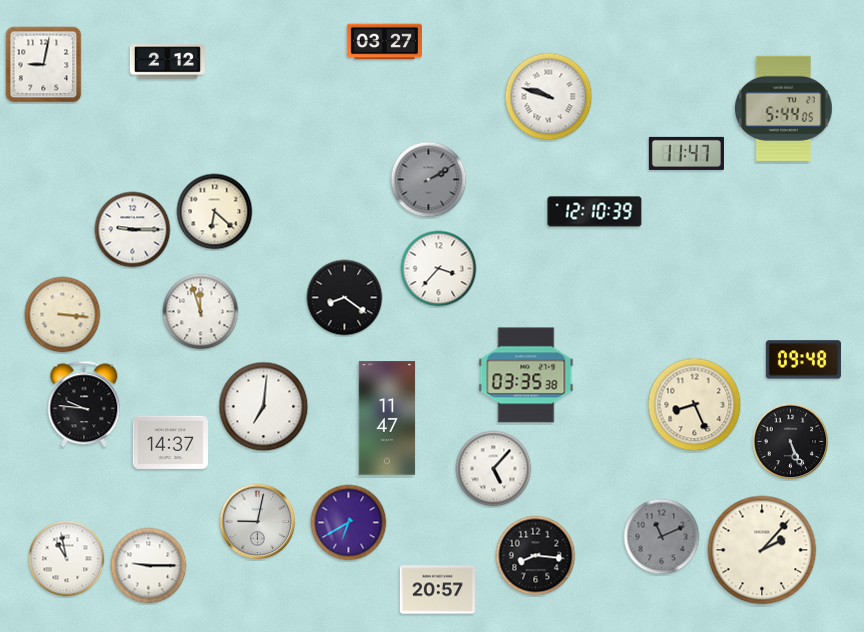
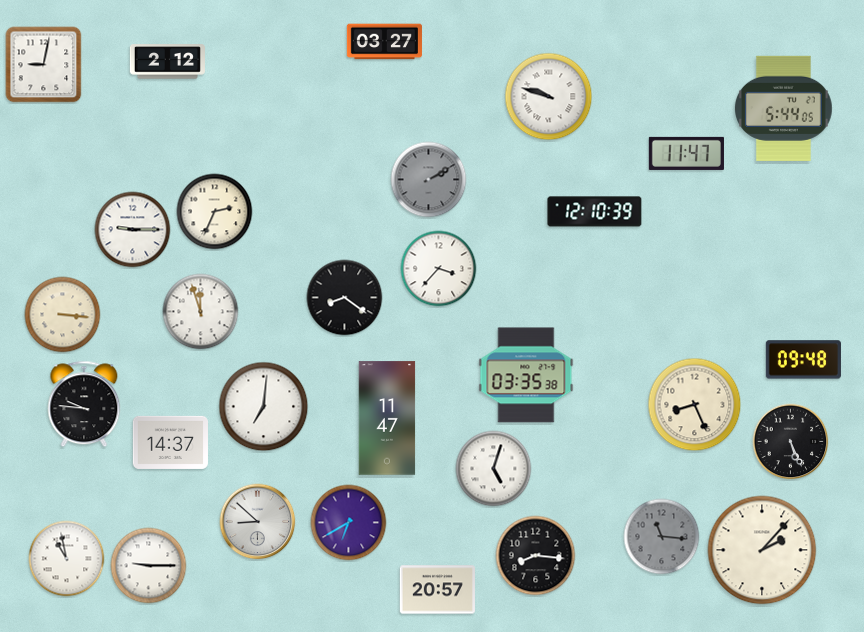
clock at (215, 212): 6:22 -> 2:34
clock at (494, 469): 5:07 -> 5:03
clock at (258, 522): 9:02 -> 8:52
clock at (662, 537): 11:11 -> 11:16
